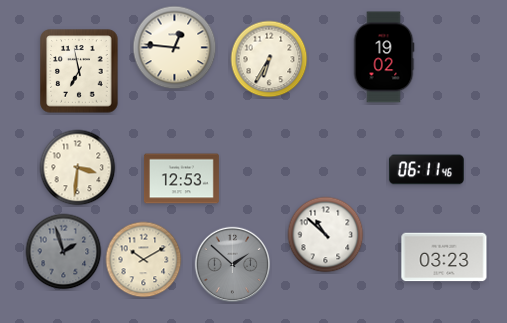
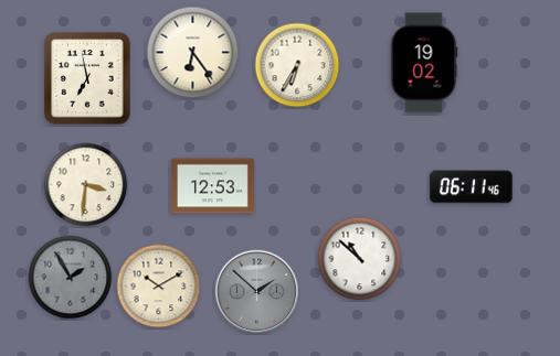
clock at (175, 48): 12:46 -> 6:24
clock at (181, 179) position: (181, 179) -> (212, 186)
clock at (64, 252): 1:57 -> 1:55
clock at (444, 257): 03:23 -> none
